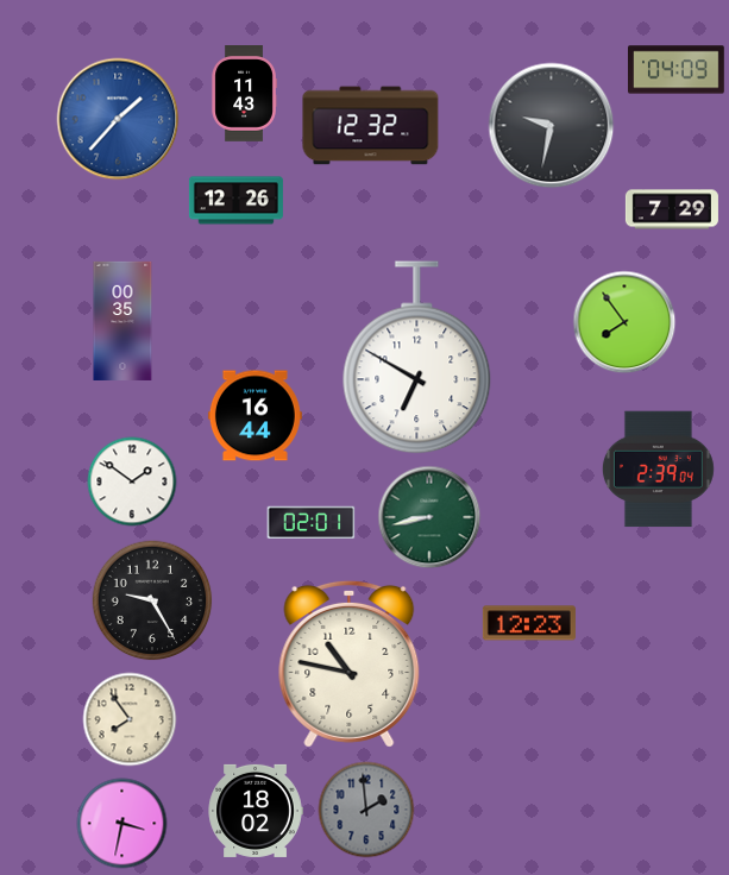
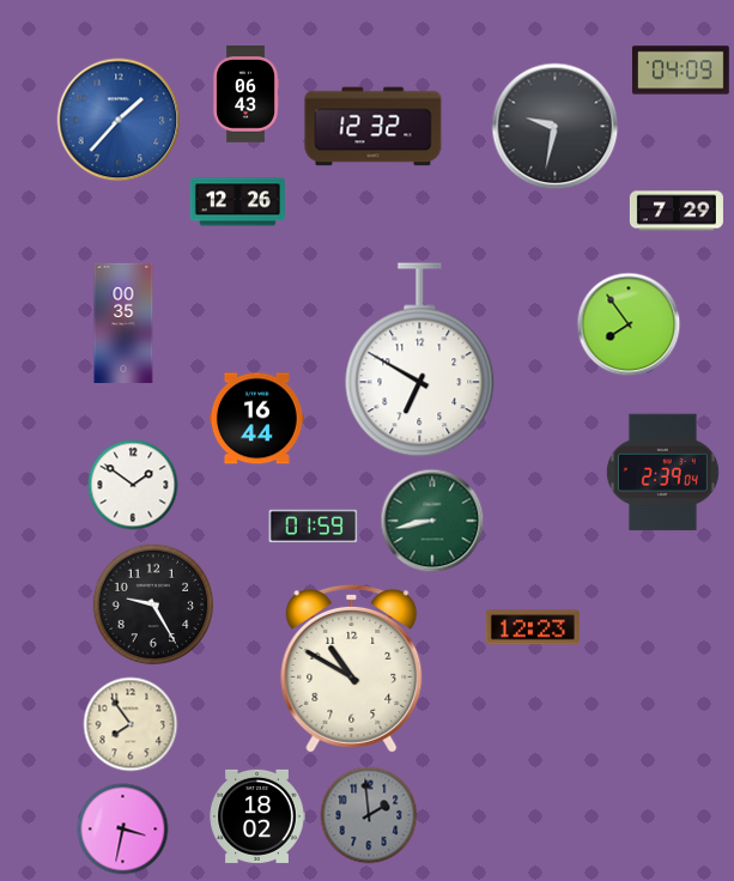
clock at (244, 94): 11:43 -> 06:43
clock at (312, 523): 02:01 -> 01:59
clock at (350, 663): 10:47 -> 10:50
